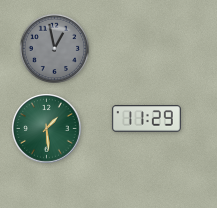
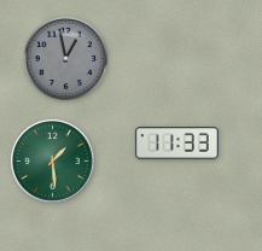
clock at (146, 119): 11:29 -> 11:33
clock at (47, 129) position: (47, 129) -> (53, 162)
